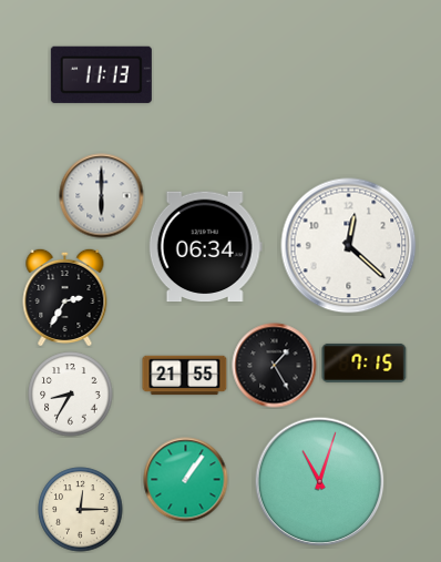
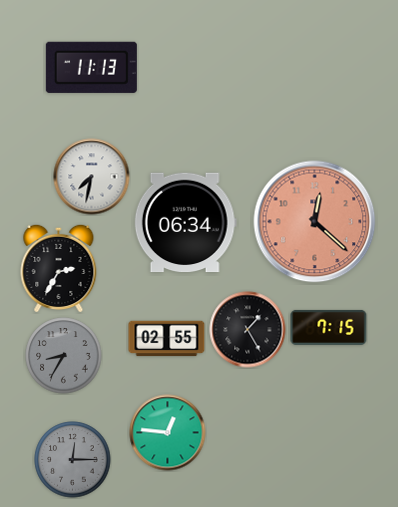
clock at (102, 196): 6:00 -> 7:32
clock at (349, 246) dial: white -> salmon
clock at (185, 376): 21:55 -> 02:55
clock at (71, 395) dial: white -> grey
clock at (186, 480): 1:06 -> 12:46
clock at (320, 482): 11:03 -> none
clock at (81, 510) dial: cream -> grey
